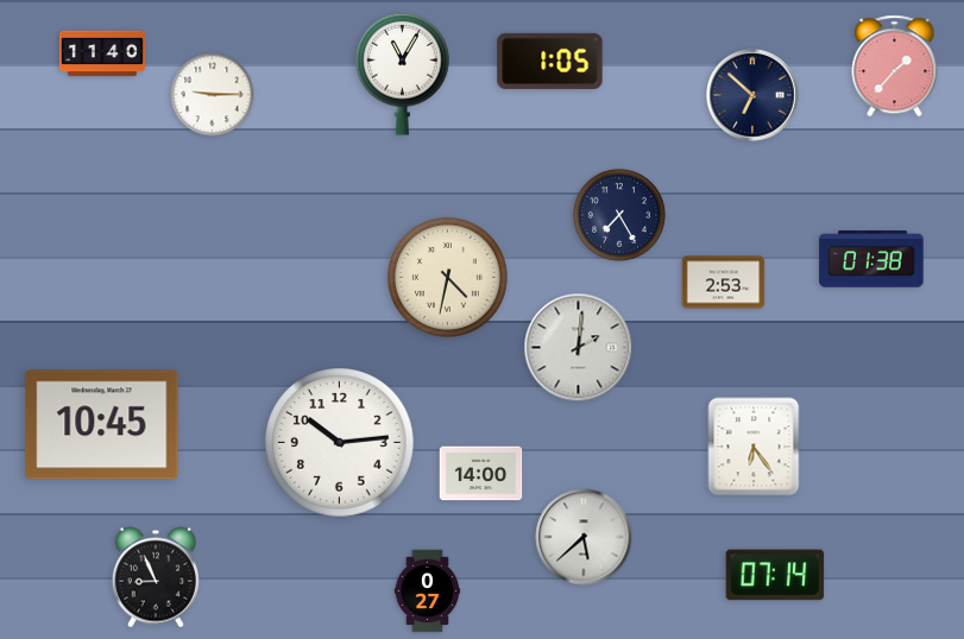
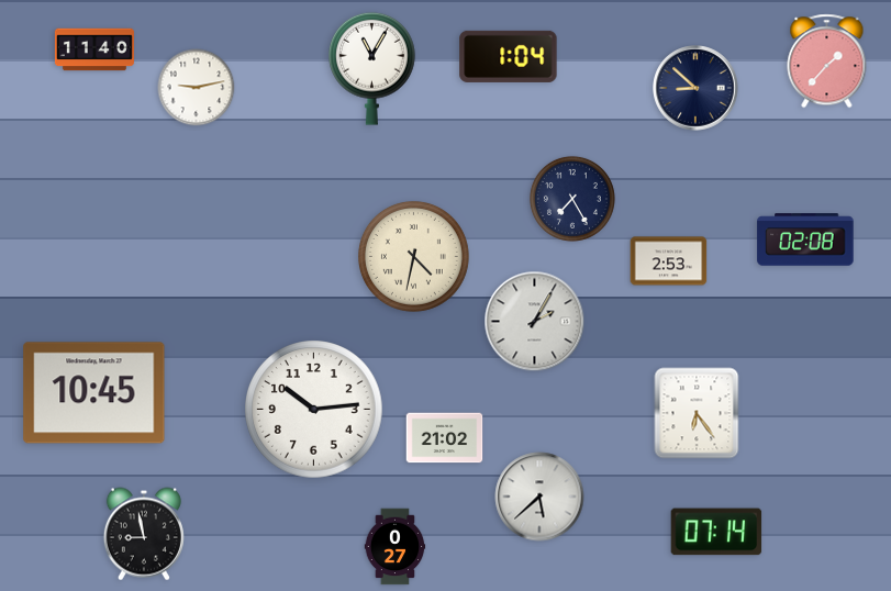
clock at (550, 61): 1:05 -> 1:04
clock at (213, 95): 9:15 -> 9:13
clock at (752, 95): 6:52 -> 8:52
clock at (871, 259): 01:38 -> 02:08
clock at (579, 348): 2:01 -> 2:05
clock at (481, 474): 14:00 -> 21:02
clock at (156, 577): 8:56 -> 8:58
